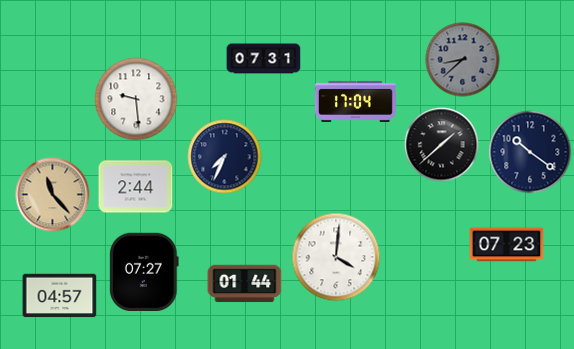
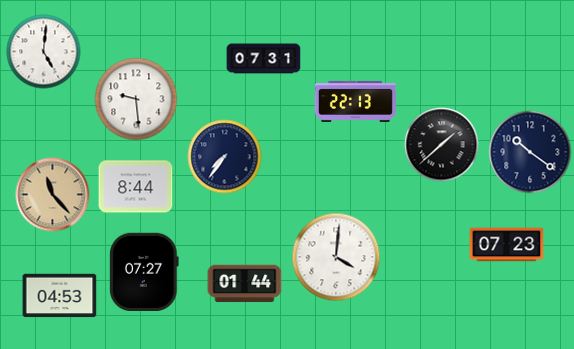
clock at (44, 52): none -> 5:01
clock at (463, 60): 8:38 -> none
clock at (355, 101): 17:04 -> 22:13
clock at (225, 157): 7:34 -> 7:36
clock at (136, 187): 2:44 -> 8:44
clock at (60, 296): 04:57 -> 04:53
